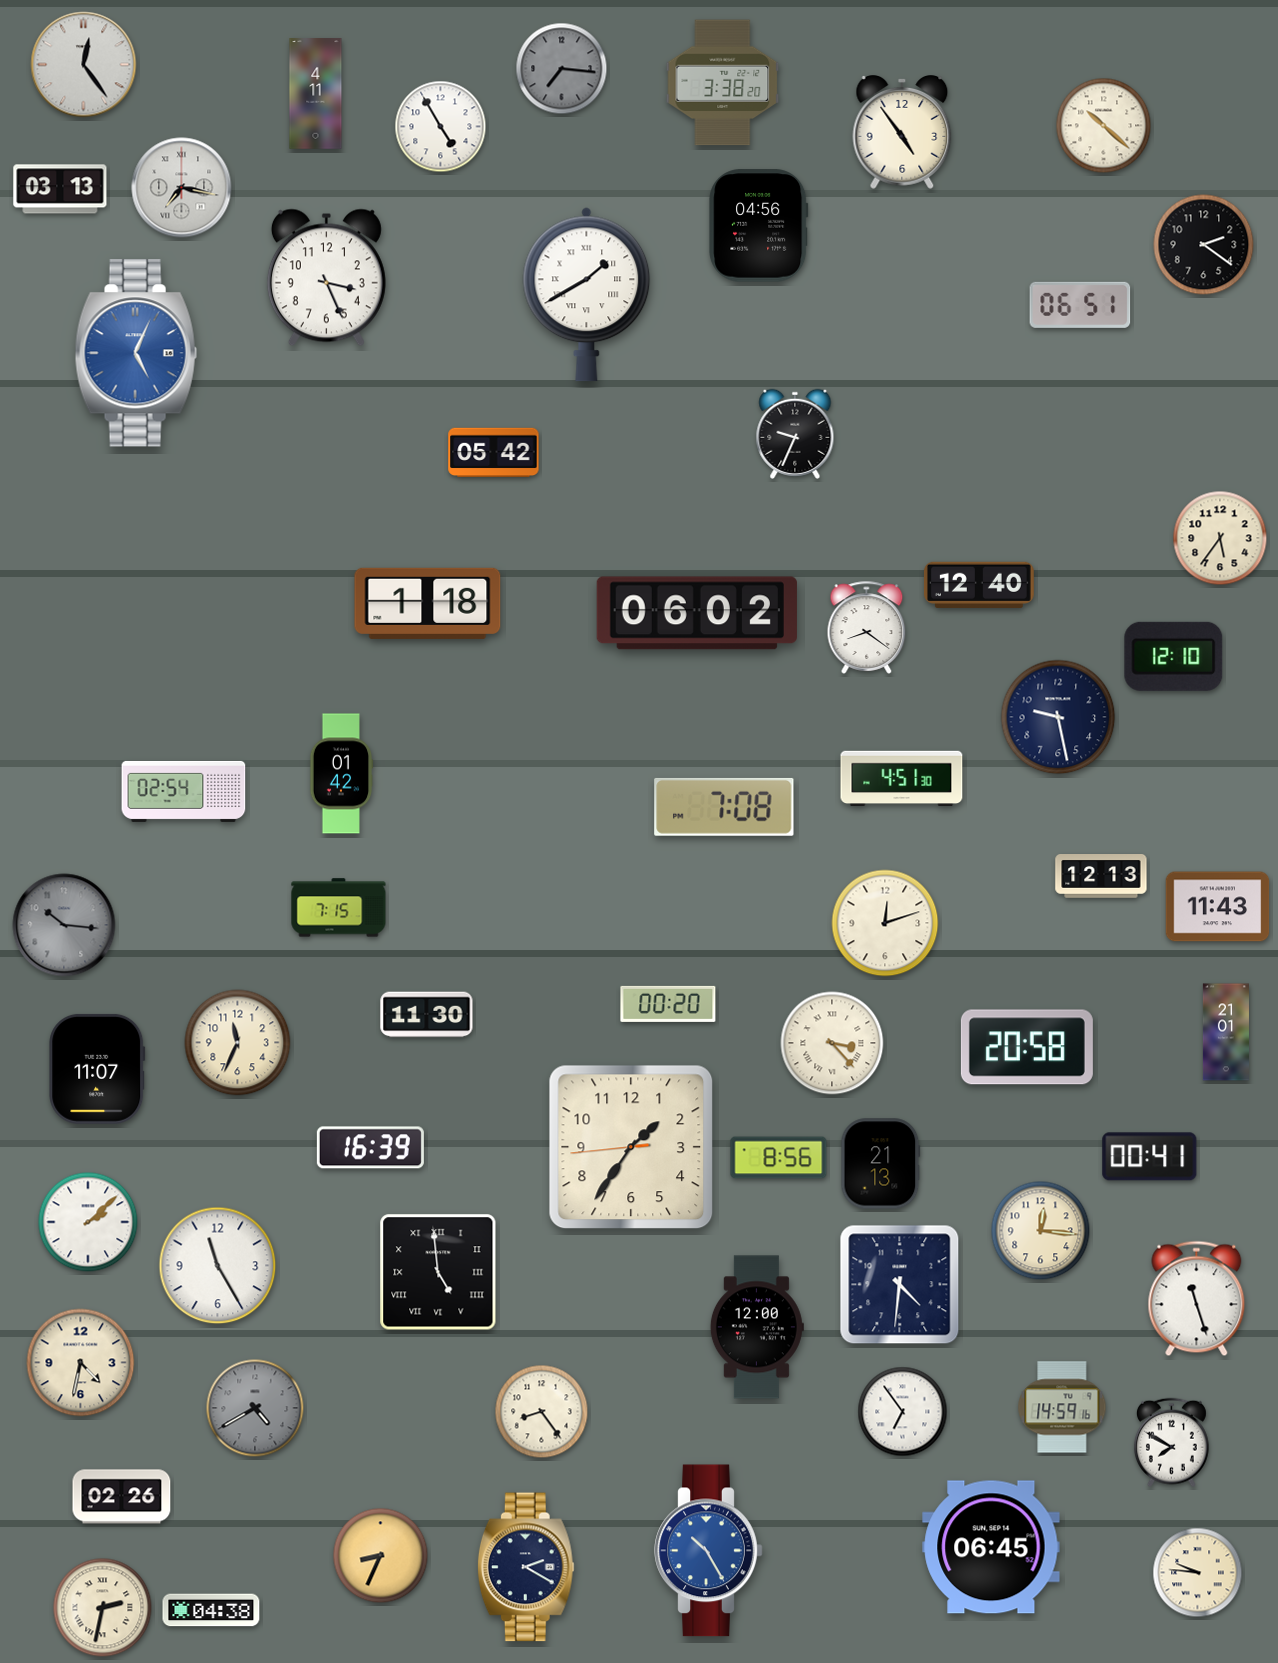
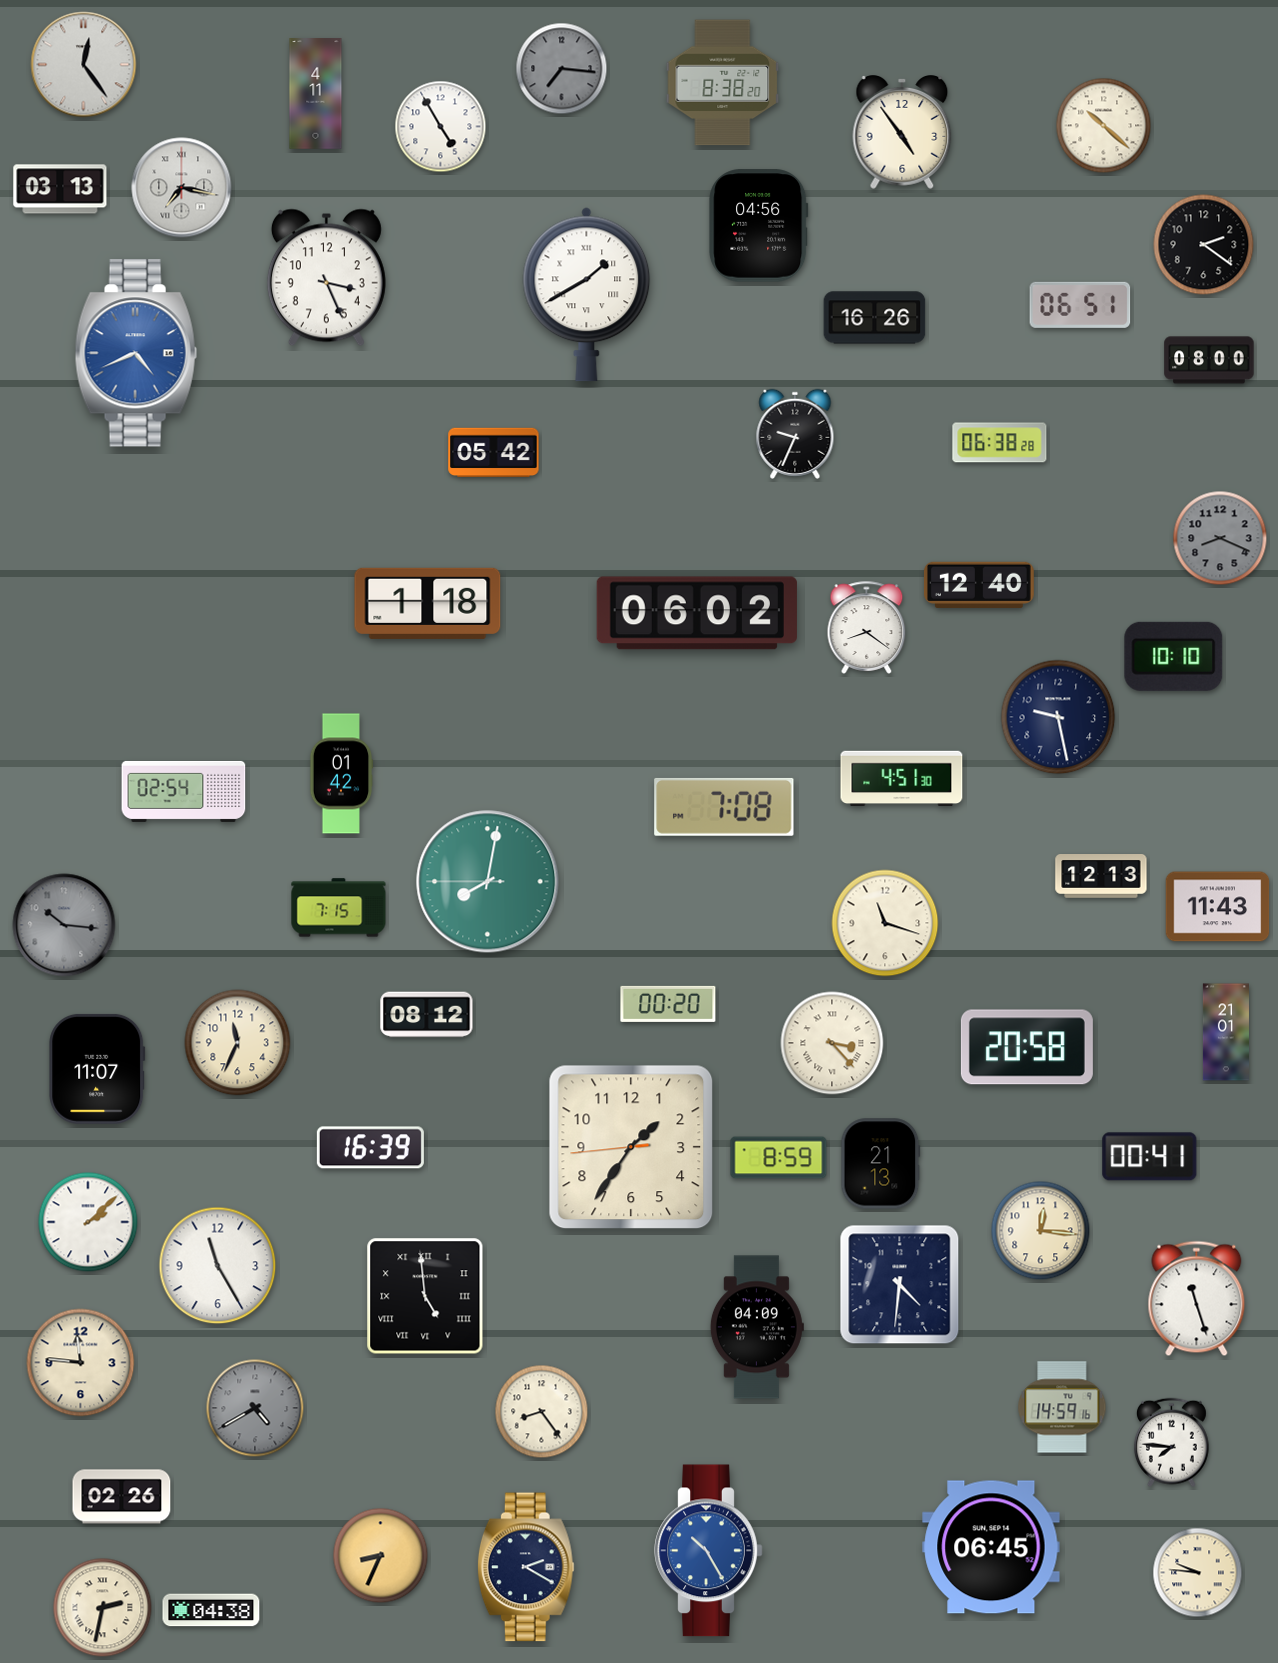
clock at (723, 83): 3:38 -> 8:38
clock at (875, 318): none -> 16:26
clock at (136, 353): 5:04 -> 4:41
clock at (1209, 360): none -> 08:00
clock at (1000, 443): none -> 06:38
clock at (1220, 538): 5:36 -> 8:19
clock at (1220, 538) dial: cream -> grey
clock at (1174, 656): 12:10 -> 10:10
clock at (488, 882): none -> 8:01
clock at (885, 923): 12:12 -> 11:18
clock at (427, 1015): 11:30 -> 08:12
clock at (779, 1158): 8:56 -> 8:59
clock at (438, 1272) position: (438, 1272) -> (425, 1296)
clock at (757, 1327): 12:00 -> 04:09
clock at (81, 1363): 4:32 -> 11:46
clock at (903, 1412): 6:54 -> none
clock at (1171, 1443): 7:50 -> 7:46
